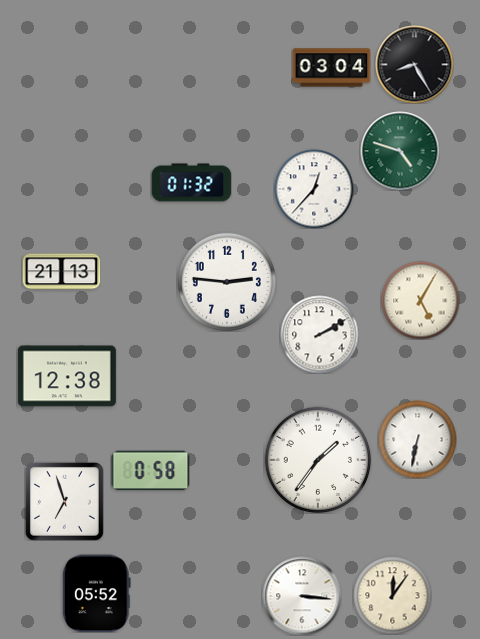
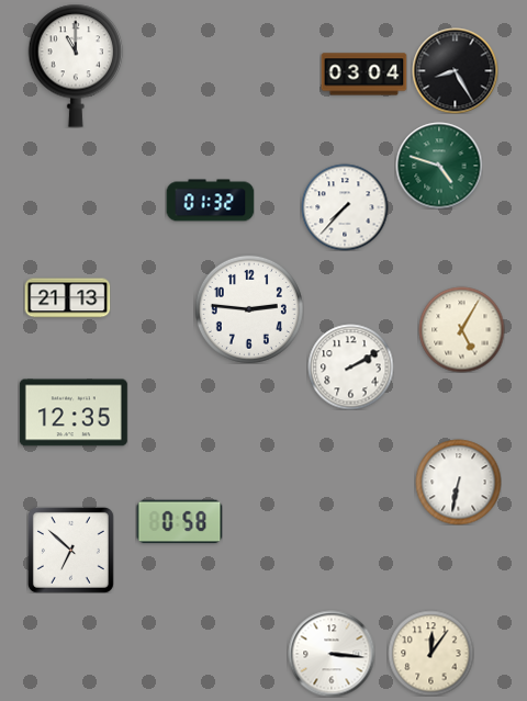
clock at (76, 66): none -> 11:00
clock at (314, 189): 12:37 -> 7:37
clock at (67, 376): 12:38 -> 12:35
clock at (318, 460): 1:36 -> none
clock at (150, 471) position: (150, 471) -> (179, 522)
clock at (64, 501): 6:57 -> 6:52
clock at (96, 593): 05:52 -> none
